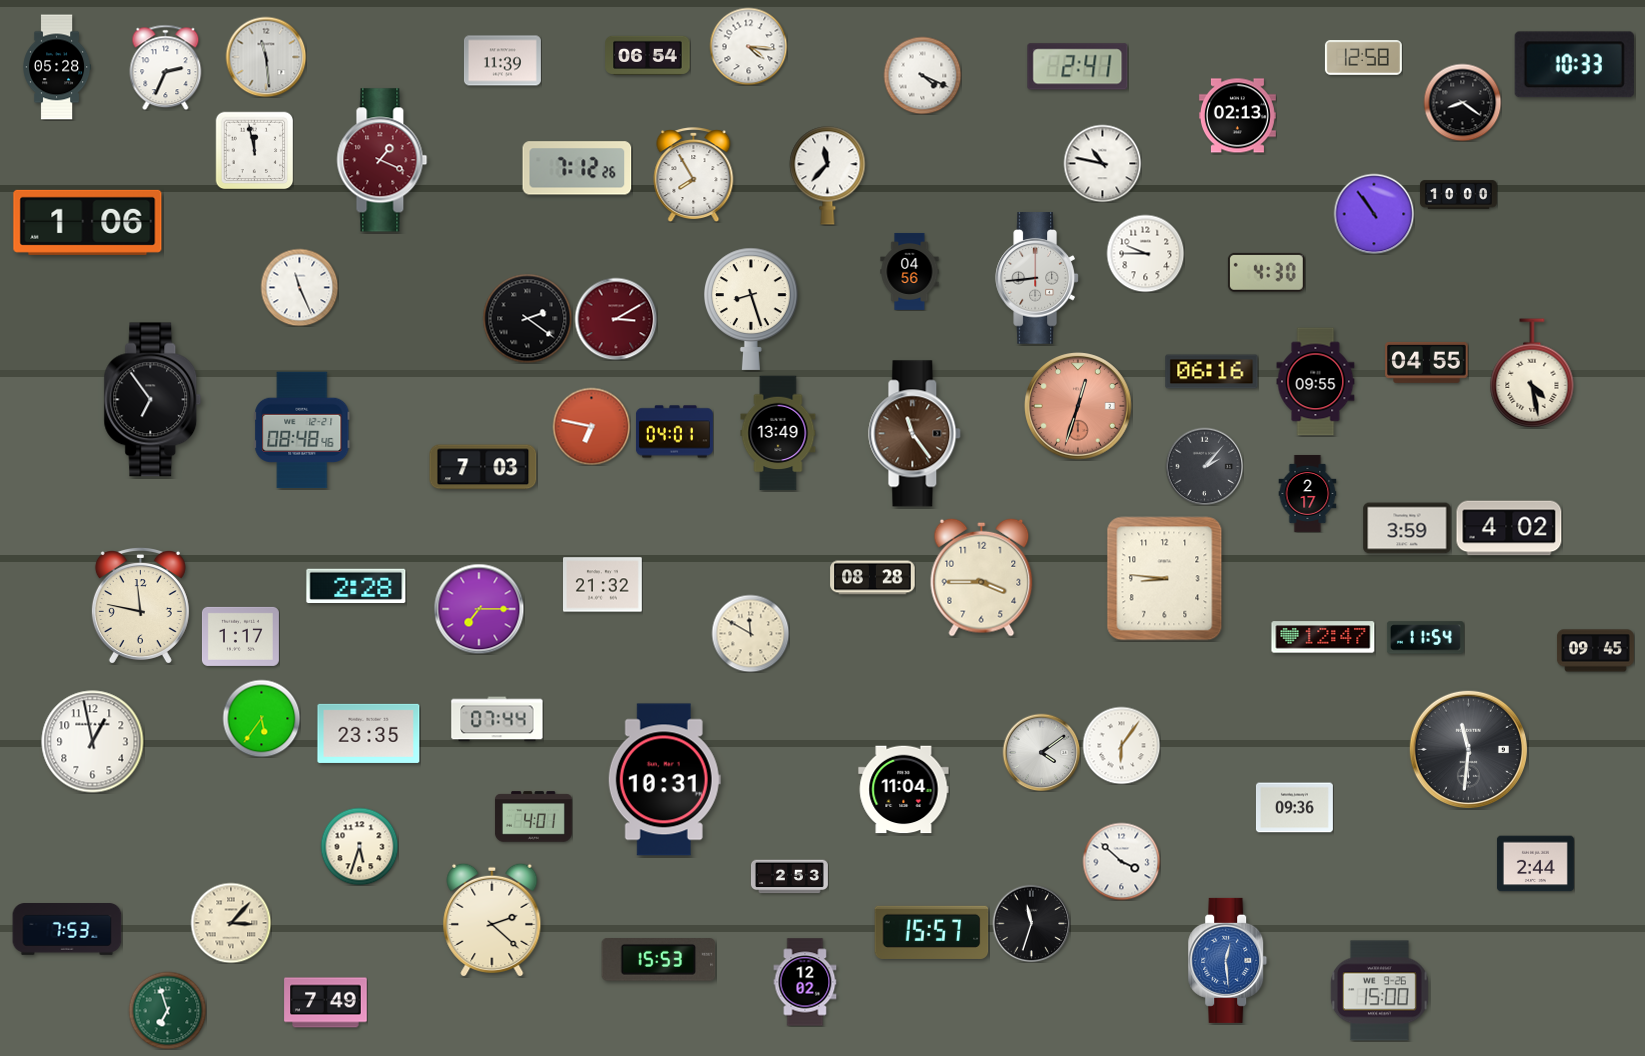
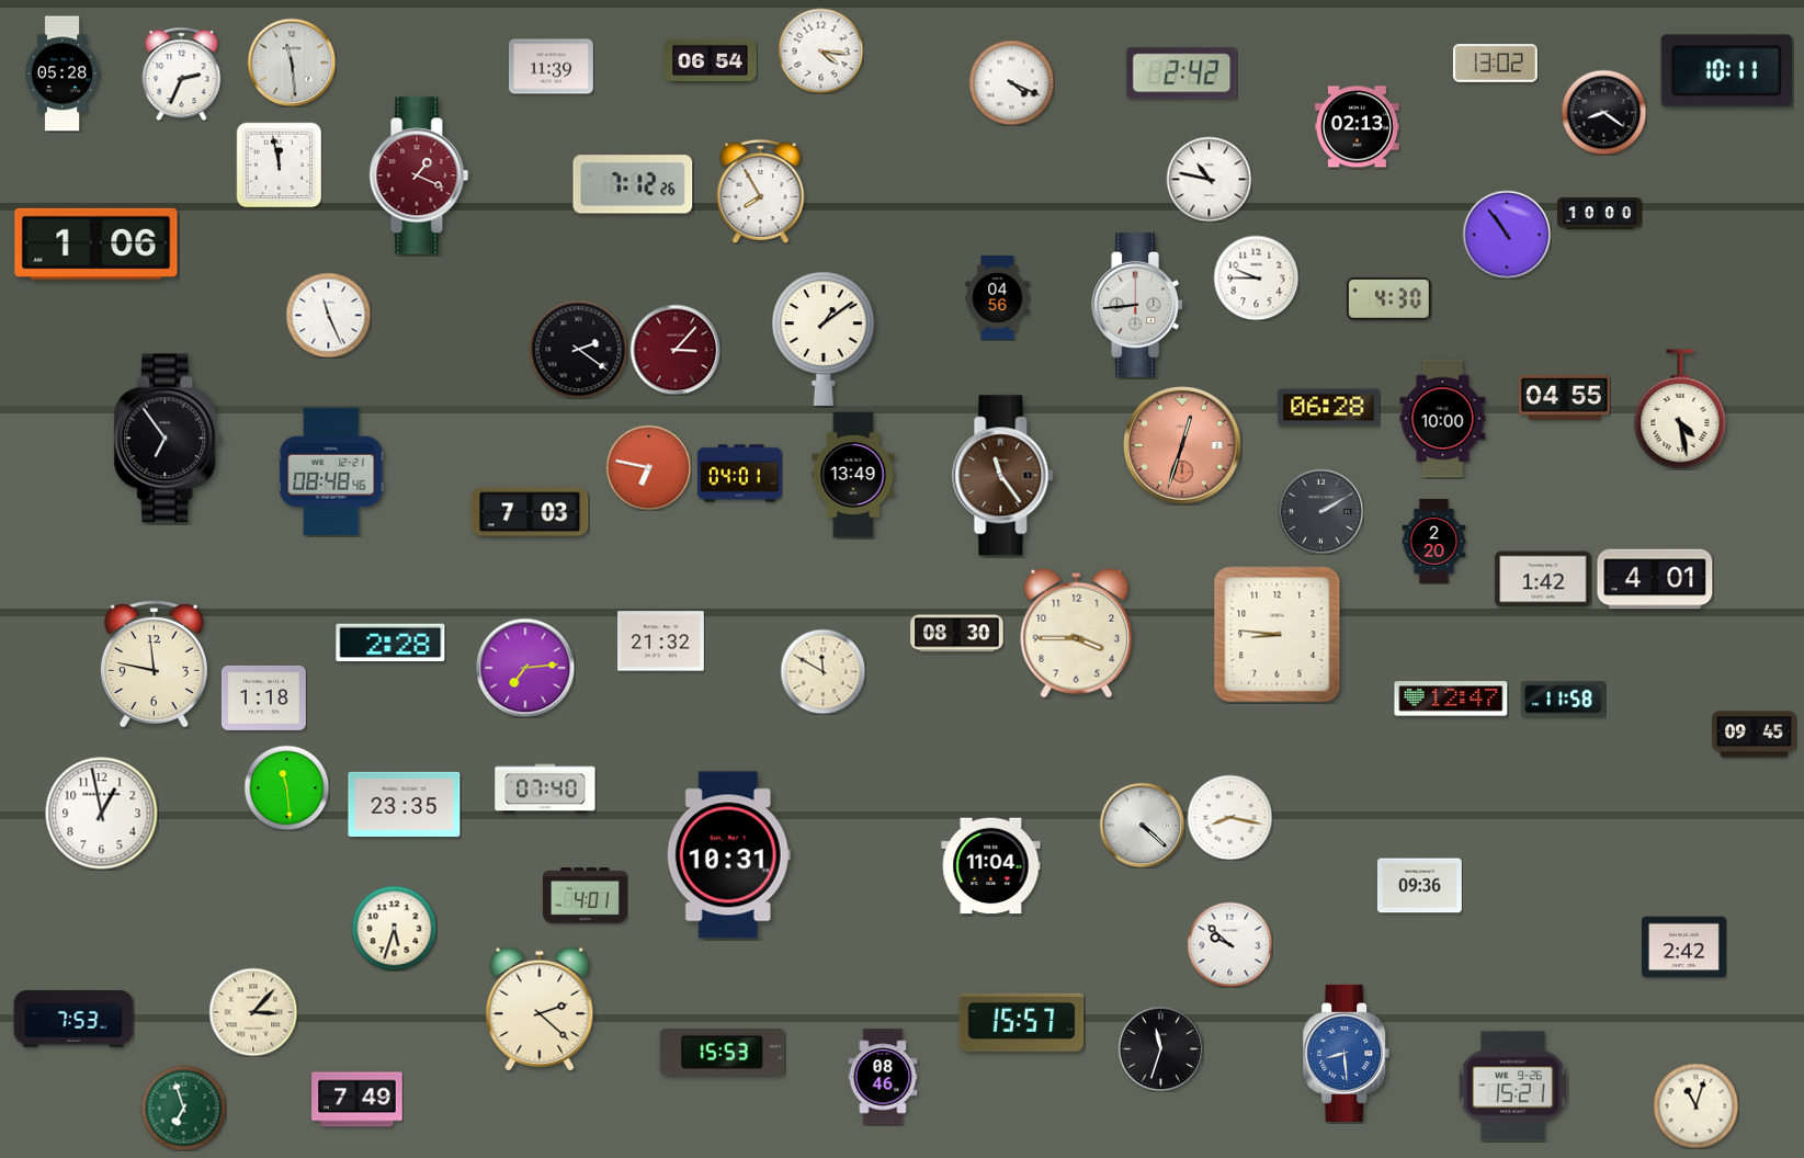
clock at (1363, 58): 12:58 -> 13:02
clock at (1574, 65): 10:33 -> 10:11
clock at (1078, 67): 2:41 -> 2:42
clock at (828, 176): 11:37 -> none
clock at (752, 309): 8:27 -> 1:09
clock at (616, 319): 3:10 -> 3:07
clock at (1212, 372): 06:16 -> 06:28
clock at (1316, 382): 09:55 -> 10:00
clock at (1204, 466): 2:07 -> 2:10
clock at (1308, 493): 2:17 -> 2:20
clock at (1407, 528): 3:59 -> 1:42
clock at (1509, 528): 4:02 -> 4:01
clock at (873, 578): 08:28 -> 08:30
clock at (479, 609): 7:15 -> 7:14
clock at (750, 633) position: (750, 633) -> (822, 671)
clock at (240, 636): 1:17 -> 1:18
clock at (1425, 638): 11:54 -> 11:58
clock at (1595, 651) position: (1595, 651) -> (1754, 735)
clock at (261, 718): 5:36 -> 11:29
clock at (497, 719): 07:44 -> 07:40
clock at (1121, 745): 6:06 -> 8:17
clock at (1468, 749): 11:31 -> none
clock at (1041, 752): 4:09 -> 4:22
clock at (1121, 861): 3:52 -> 9:52
clock at (1535, 864): 2:44 -> 2:42
clock at (789, 877): 2:53 -> none
clock at (1031, 923) position: (1031, 923) -> (1160, 1048)
clock at (1228, 960): 12:29 -> 8:29
clock at (805, 982): 12:02 -> 08:46
clock at (1379, 991): 15:00 -> 15:21
clock at (1695, 1105): none -> 11:03
